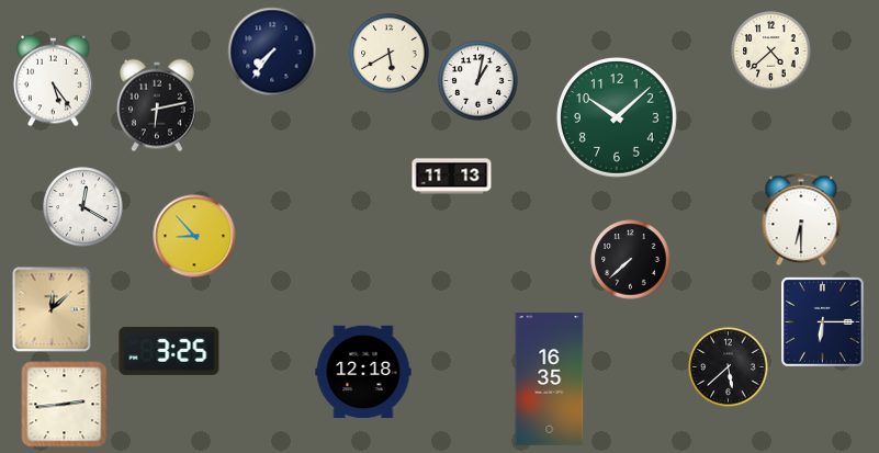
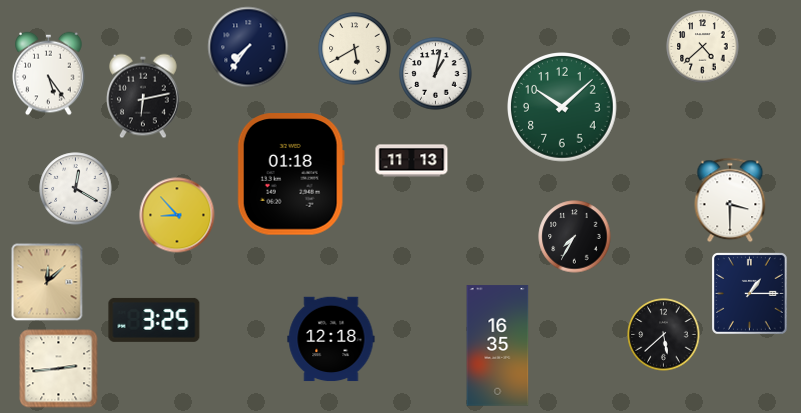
clock at (291, 174): none -> 01:18
clock at (801, 219): 6:30 -> 3:30
clock at (631, 260): 7:38 -> 7:35
clock at (823, 322): 6:15 -> 1:15
clock at (550, 380) position: (550, 380) -> (498, 346)
